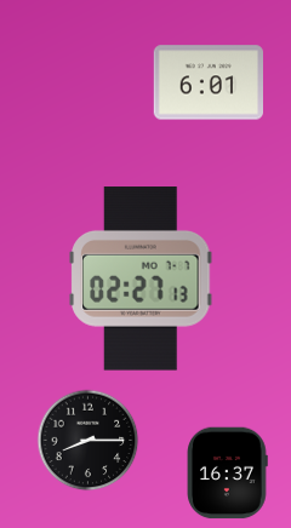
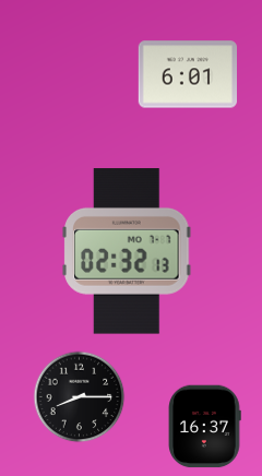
clock at (141, 279): 02:27 -> 02:32
